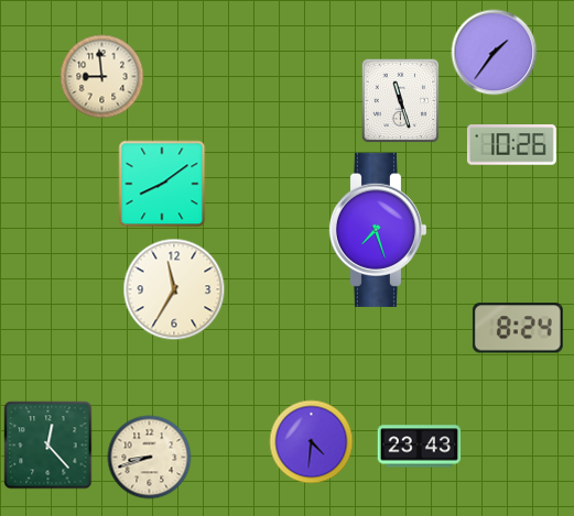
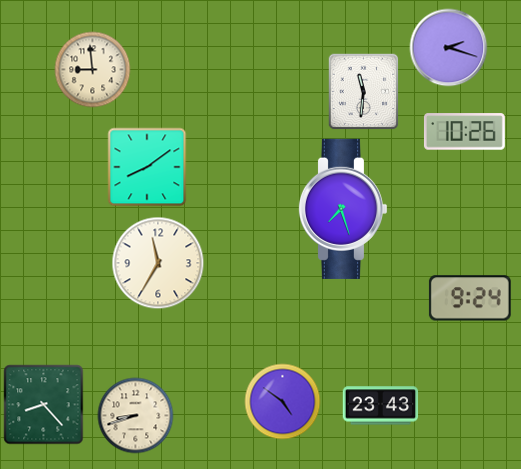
clock at (495, 53): 1:36 -> 2:18
clock at (401, 101): 11:27 -> 11:31
clock at (518, 328): 8:24 -> 9:24
clock at (312, 442): 4:31 -> 4:51
clock at (48, 446): 12:23 -> 8:23
